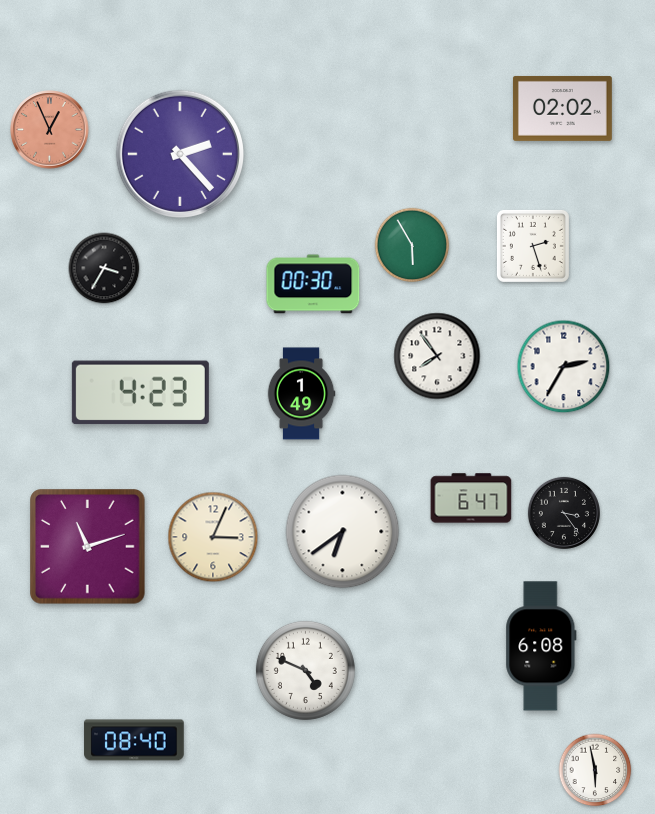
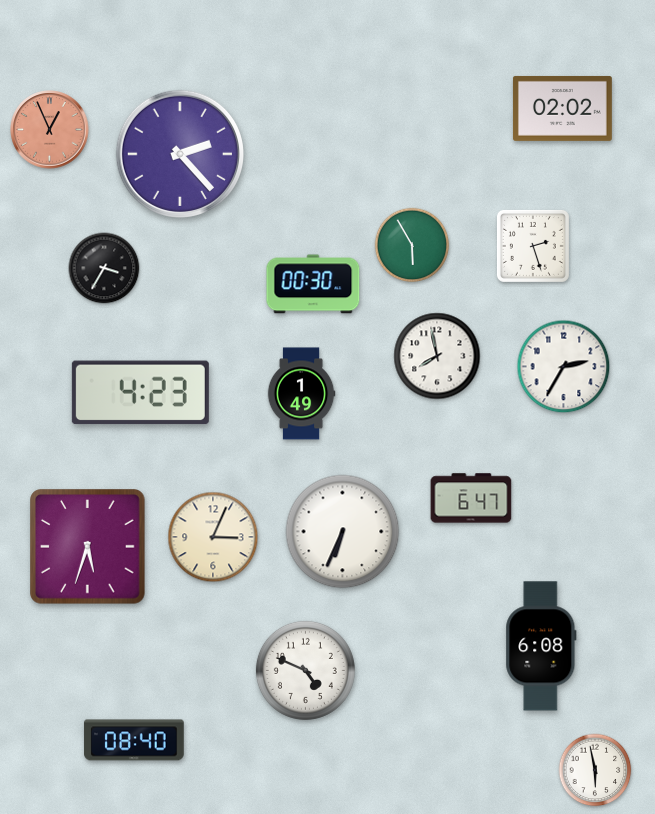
clock at (437, 356): 7:54 -> 7:58
clock at (564, 513): 3:24 -> none
clock at (343, 532): 6:39 -> 6:34
clock at (88, 547): 11:12 -> 5:33
